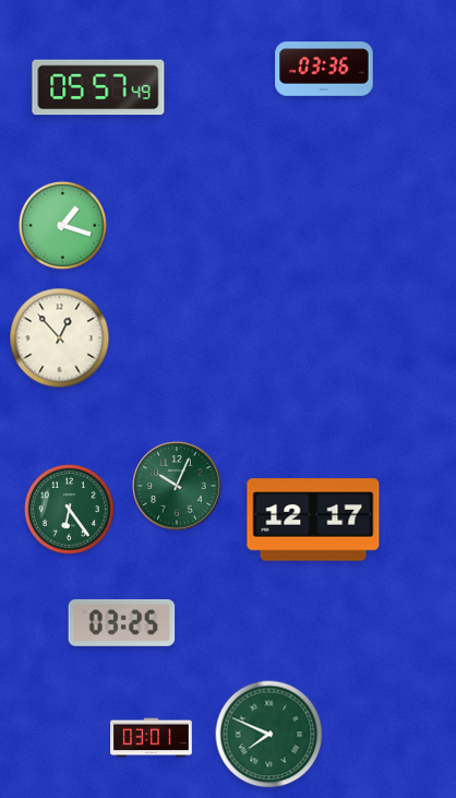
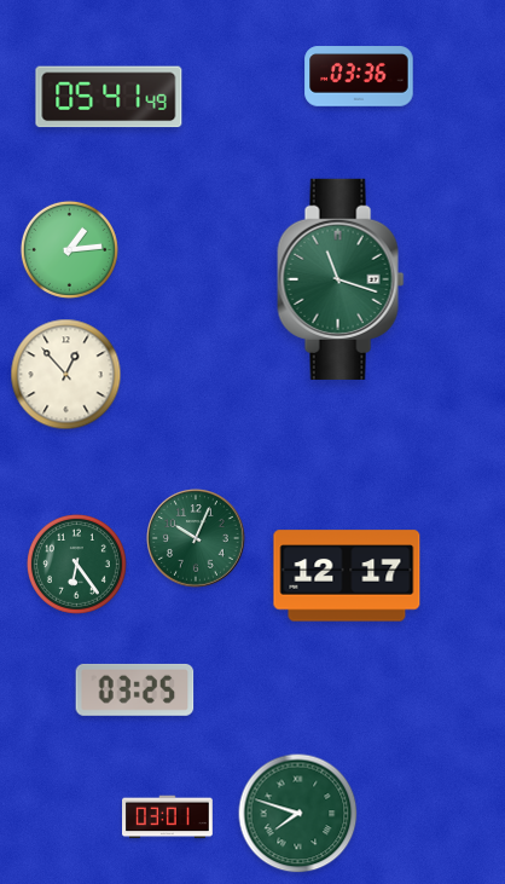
clock at (98, 87): 05:57 -> 05:41
clock at (62, 225): 1:18 -> 1:14
clock at (341, 279): none -> 11:18
clock at (269, 735): 7:49 -> 7:48
